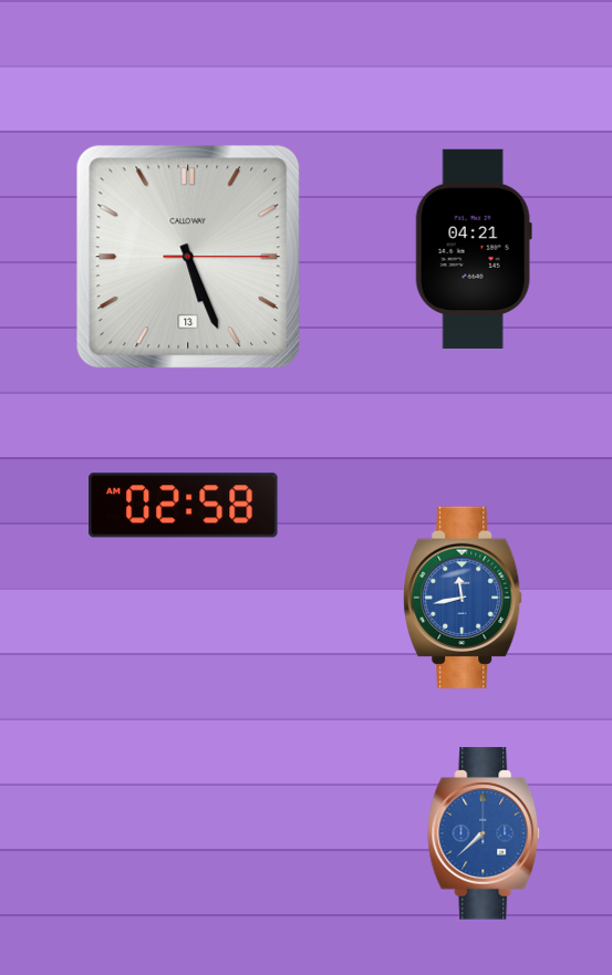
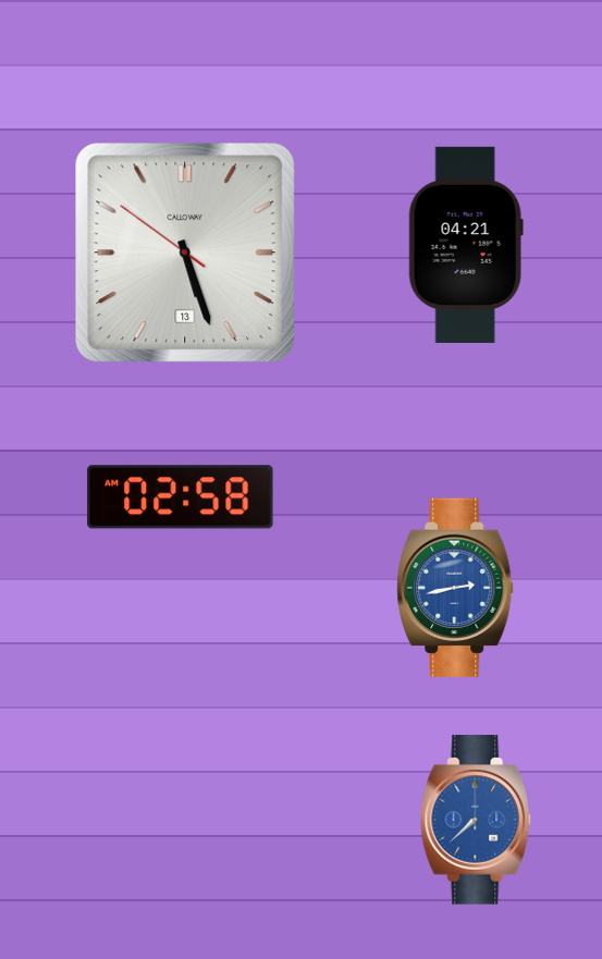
clock at (188, 257): 5:26:15 -> 5:26:51
clock at (463, 597): 11:43 -> 2:43
